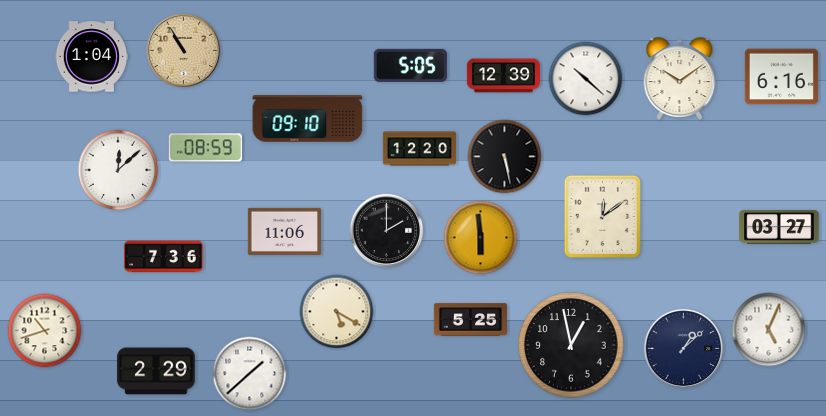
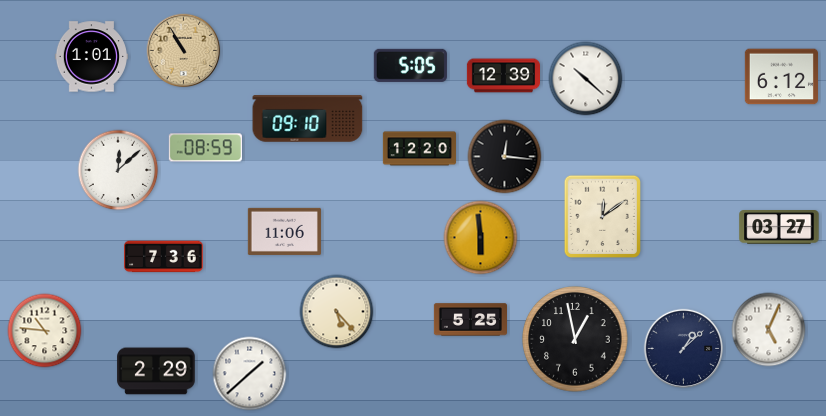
clock at (91, 57): 1:04 -> 1:01
clock at (781, 77): 6:16 -> 6:12
clock at (680, 78): 10:09 -> none
clock at (505, 157): 5:28 -> 12:16
clock at (387, 231): 2:00 -> none
clock at (337, 312): 5:20 -> 5:23
clock at (45, 331): 10:42 -> 10:46
clock at (571, 345) position: (571, 345) -> (575, 339)
